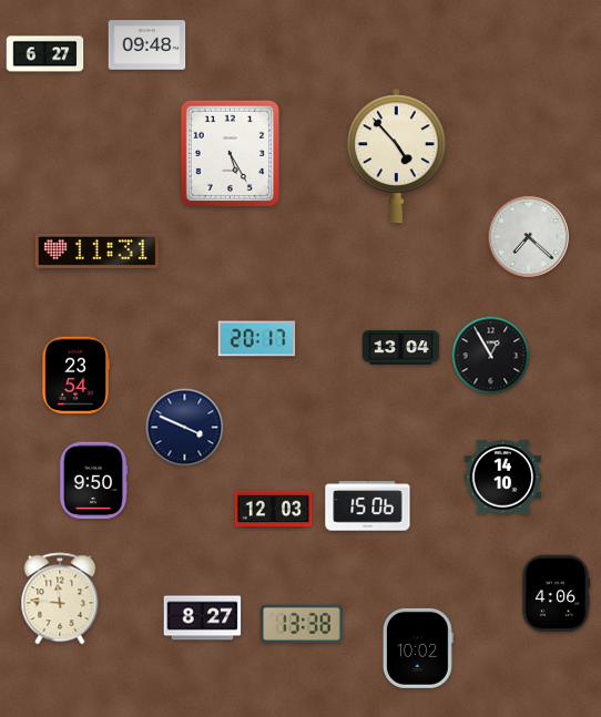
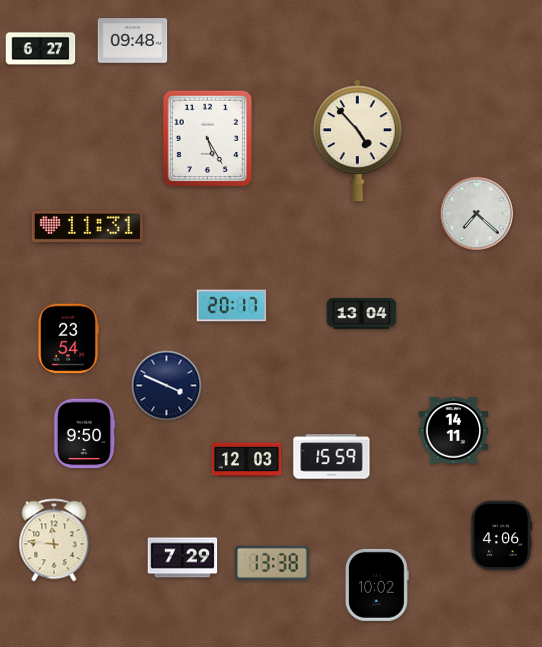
clock at (491, 356): 12:55 -> none
clock at (503, 478): 14:10 -> 14:11
clock at (368, 506): 15:06 -> 15:59
clock at (203, 618): 8:27 -> 7:29
